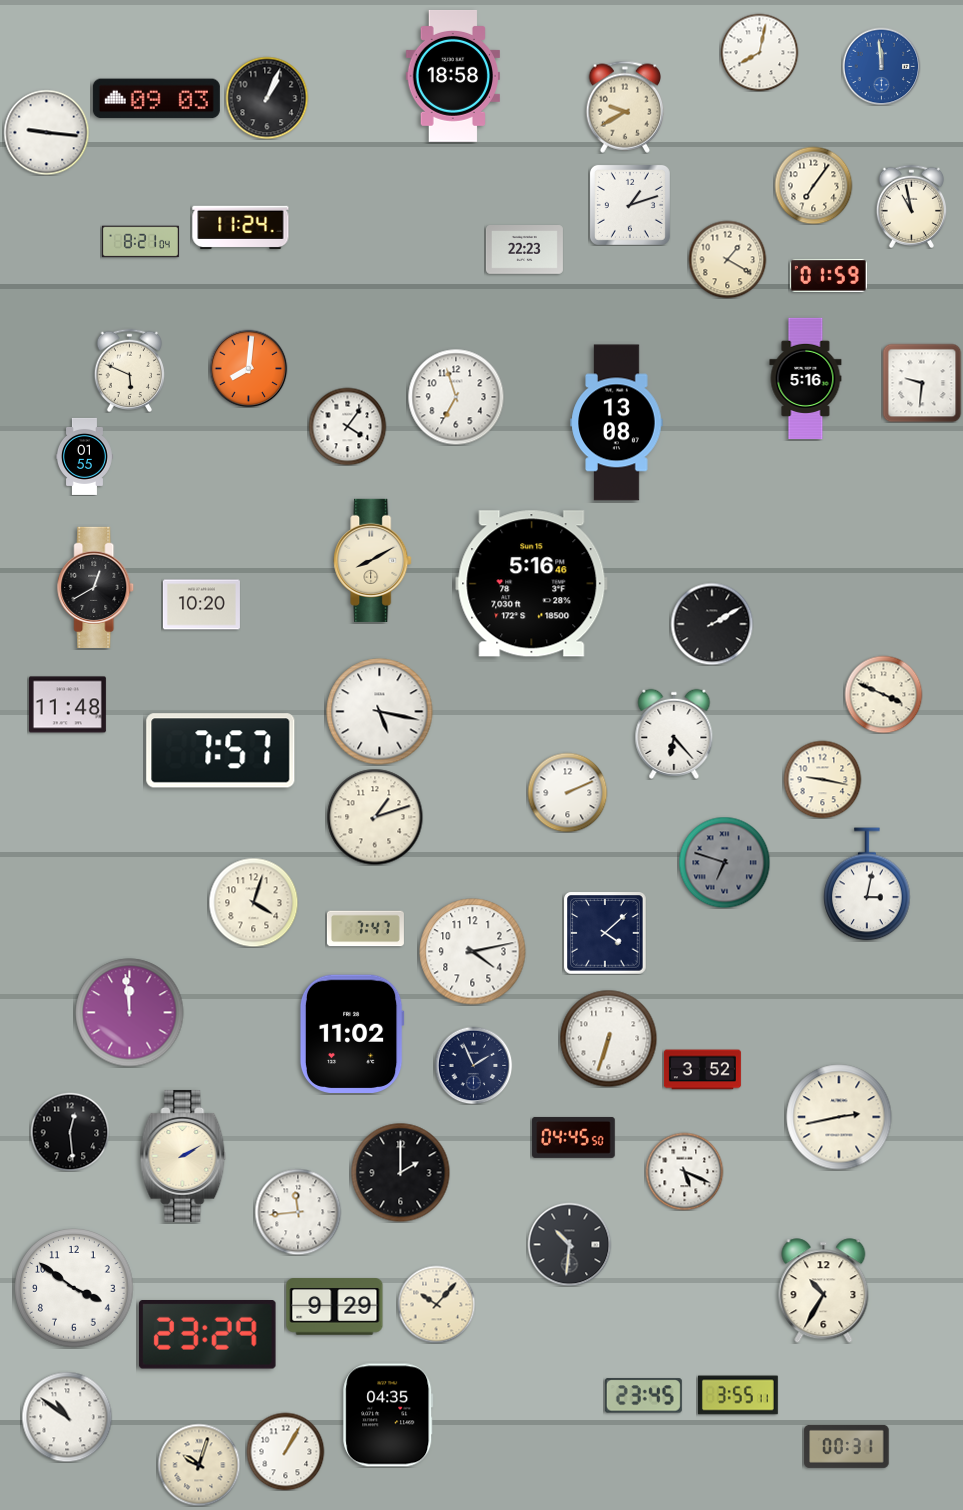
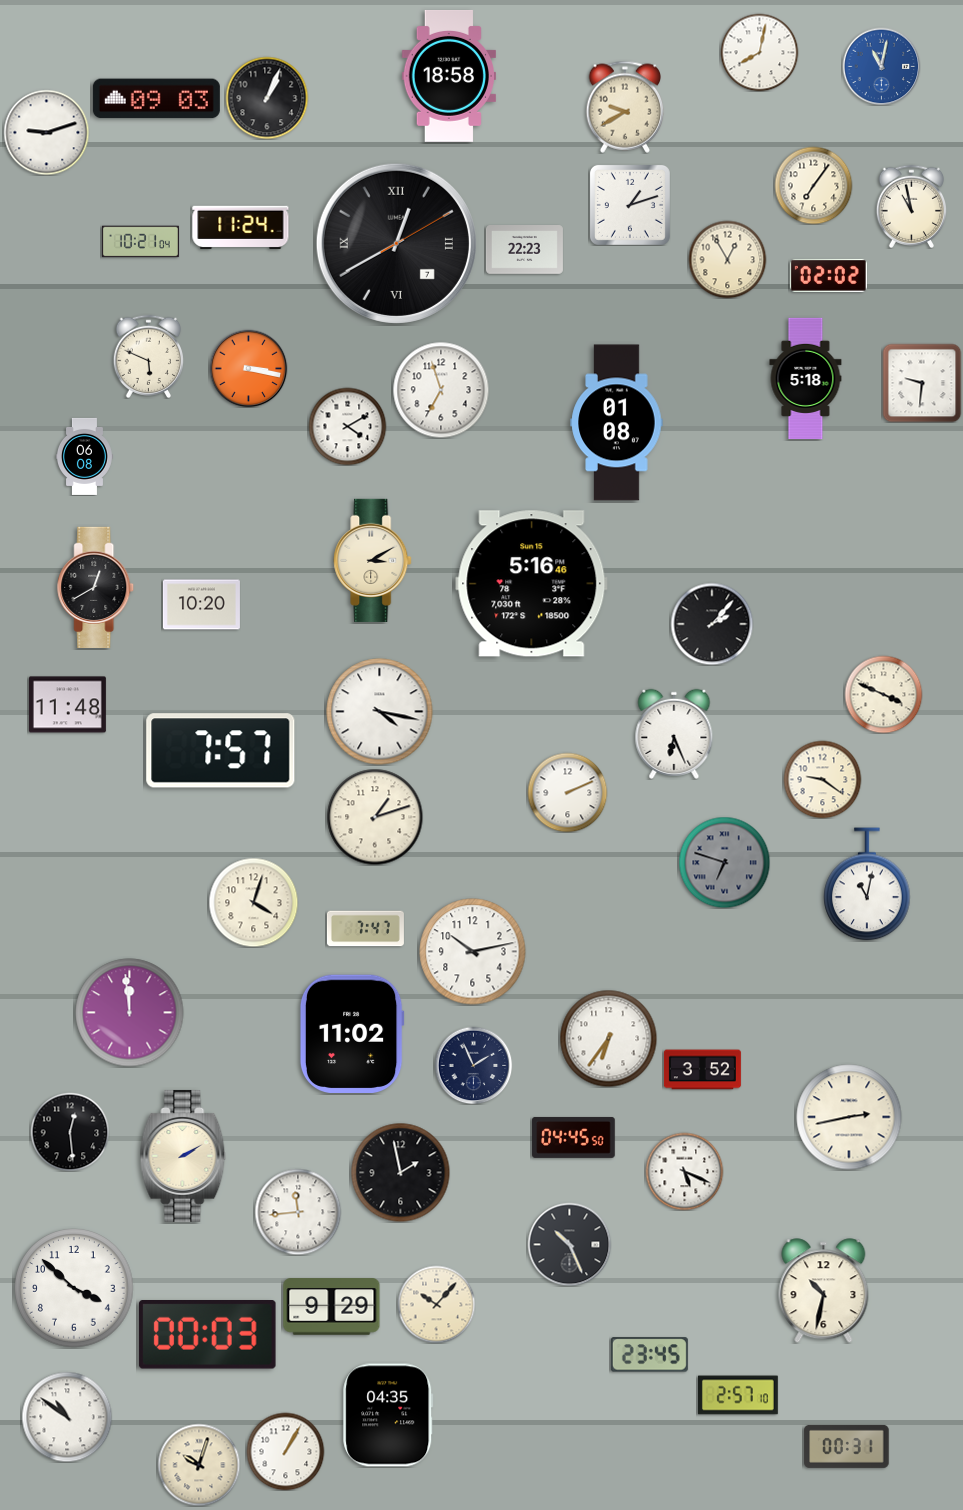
clock at (881, 66): 11:59 -> 11:02
clock at (453, 76) position: (453, 76) -> (449, 76)
clock at (46, 132): 9:16 -> 9:12
clock at (140, 242): 8:21 -> 10:21
clock at (396, 243): none -> 12:40
clock at (727, 259): 1:20 -> 12:55
clock at (828, 275): 01:59 -> 02:02
clock at (248, 368): 8:01 -> 3:17
clock at (130, 370) position: (130, 370) -> (149, 356)
clock at (806, 379): 5:16 -> 5:18
clock at (456, 397) position: (456, 397) -> (441, 390)
clock at (617, 423): 13:08 -> 01:08
clock at (347, 426): 4:06 -> 4:10
clock at (85, 456): 01:55 -> 06:08
clock at (373, 560): 8:10 -> 3:10
clock at (712, 624): 2:10 -> 2:07
clock at (380, 712): 5:17 -> 4:17
clock at (674, 734): 6:23 -> 6:26
clock at (822, 779): 9:17 -> 9:21
clock at (867, 884): 3:02 -> 11:02
clock at (605, 933): 4:08 -> none
clock at (473, 952): 4:13 -> 10:13
clock at (608, 1038): 6:33 -> 6:36
clock at (839, 1117) position: (839, 1117) -> (849, 1117)
clock at (401, 1173): 2:00 -> 1:58
clock at (569, 1244): 10:31 -> 10:26
clock at (74, 1288): 3:51 -> 3:52
clock at (824, 1291): 10:35 -> 10:32
clock at (335, 1307) position: (335, 1307) -> (332, 1307)
clock at (207, 1335): 23:29 -> 00:03
clock at (738, 1395): 3:55 -> 2:57
clock at (643, 1396) position: (643, 1396) -> (649, 1355)
